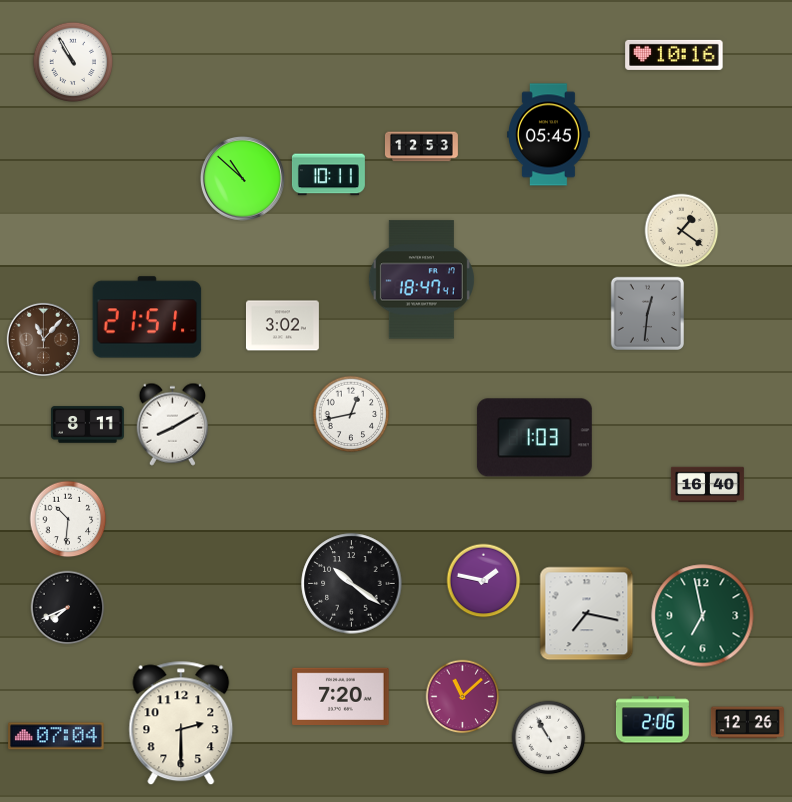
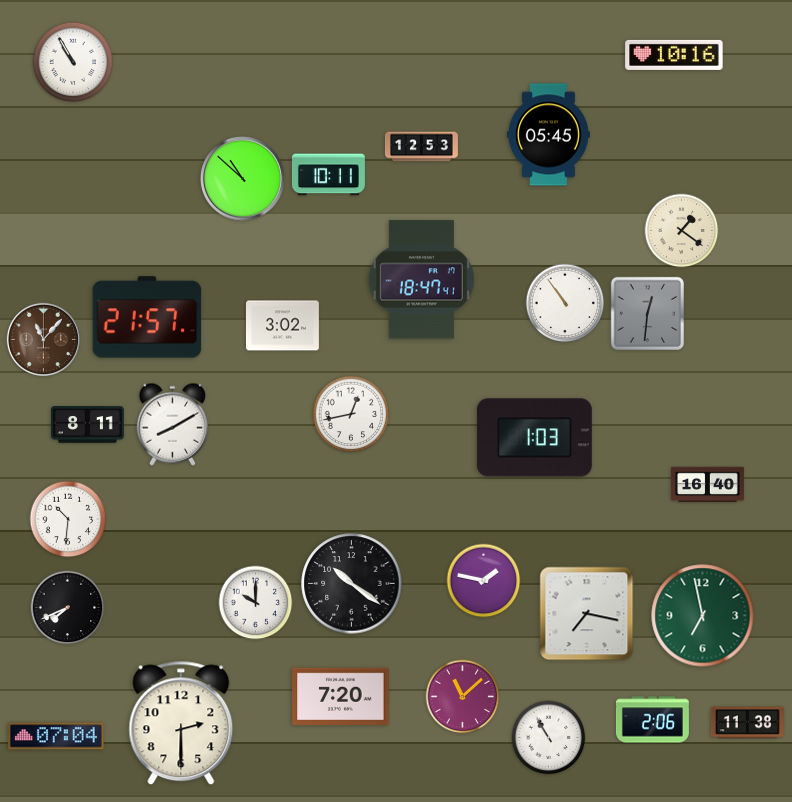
clock at (565, 303): none -> 10:54
clock at (147, 317): 21:51 -> 21:57
clock at (256, 603): none -> 10:00
clock at (747, 723): 12:26 -> 11:38
